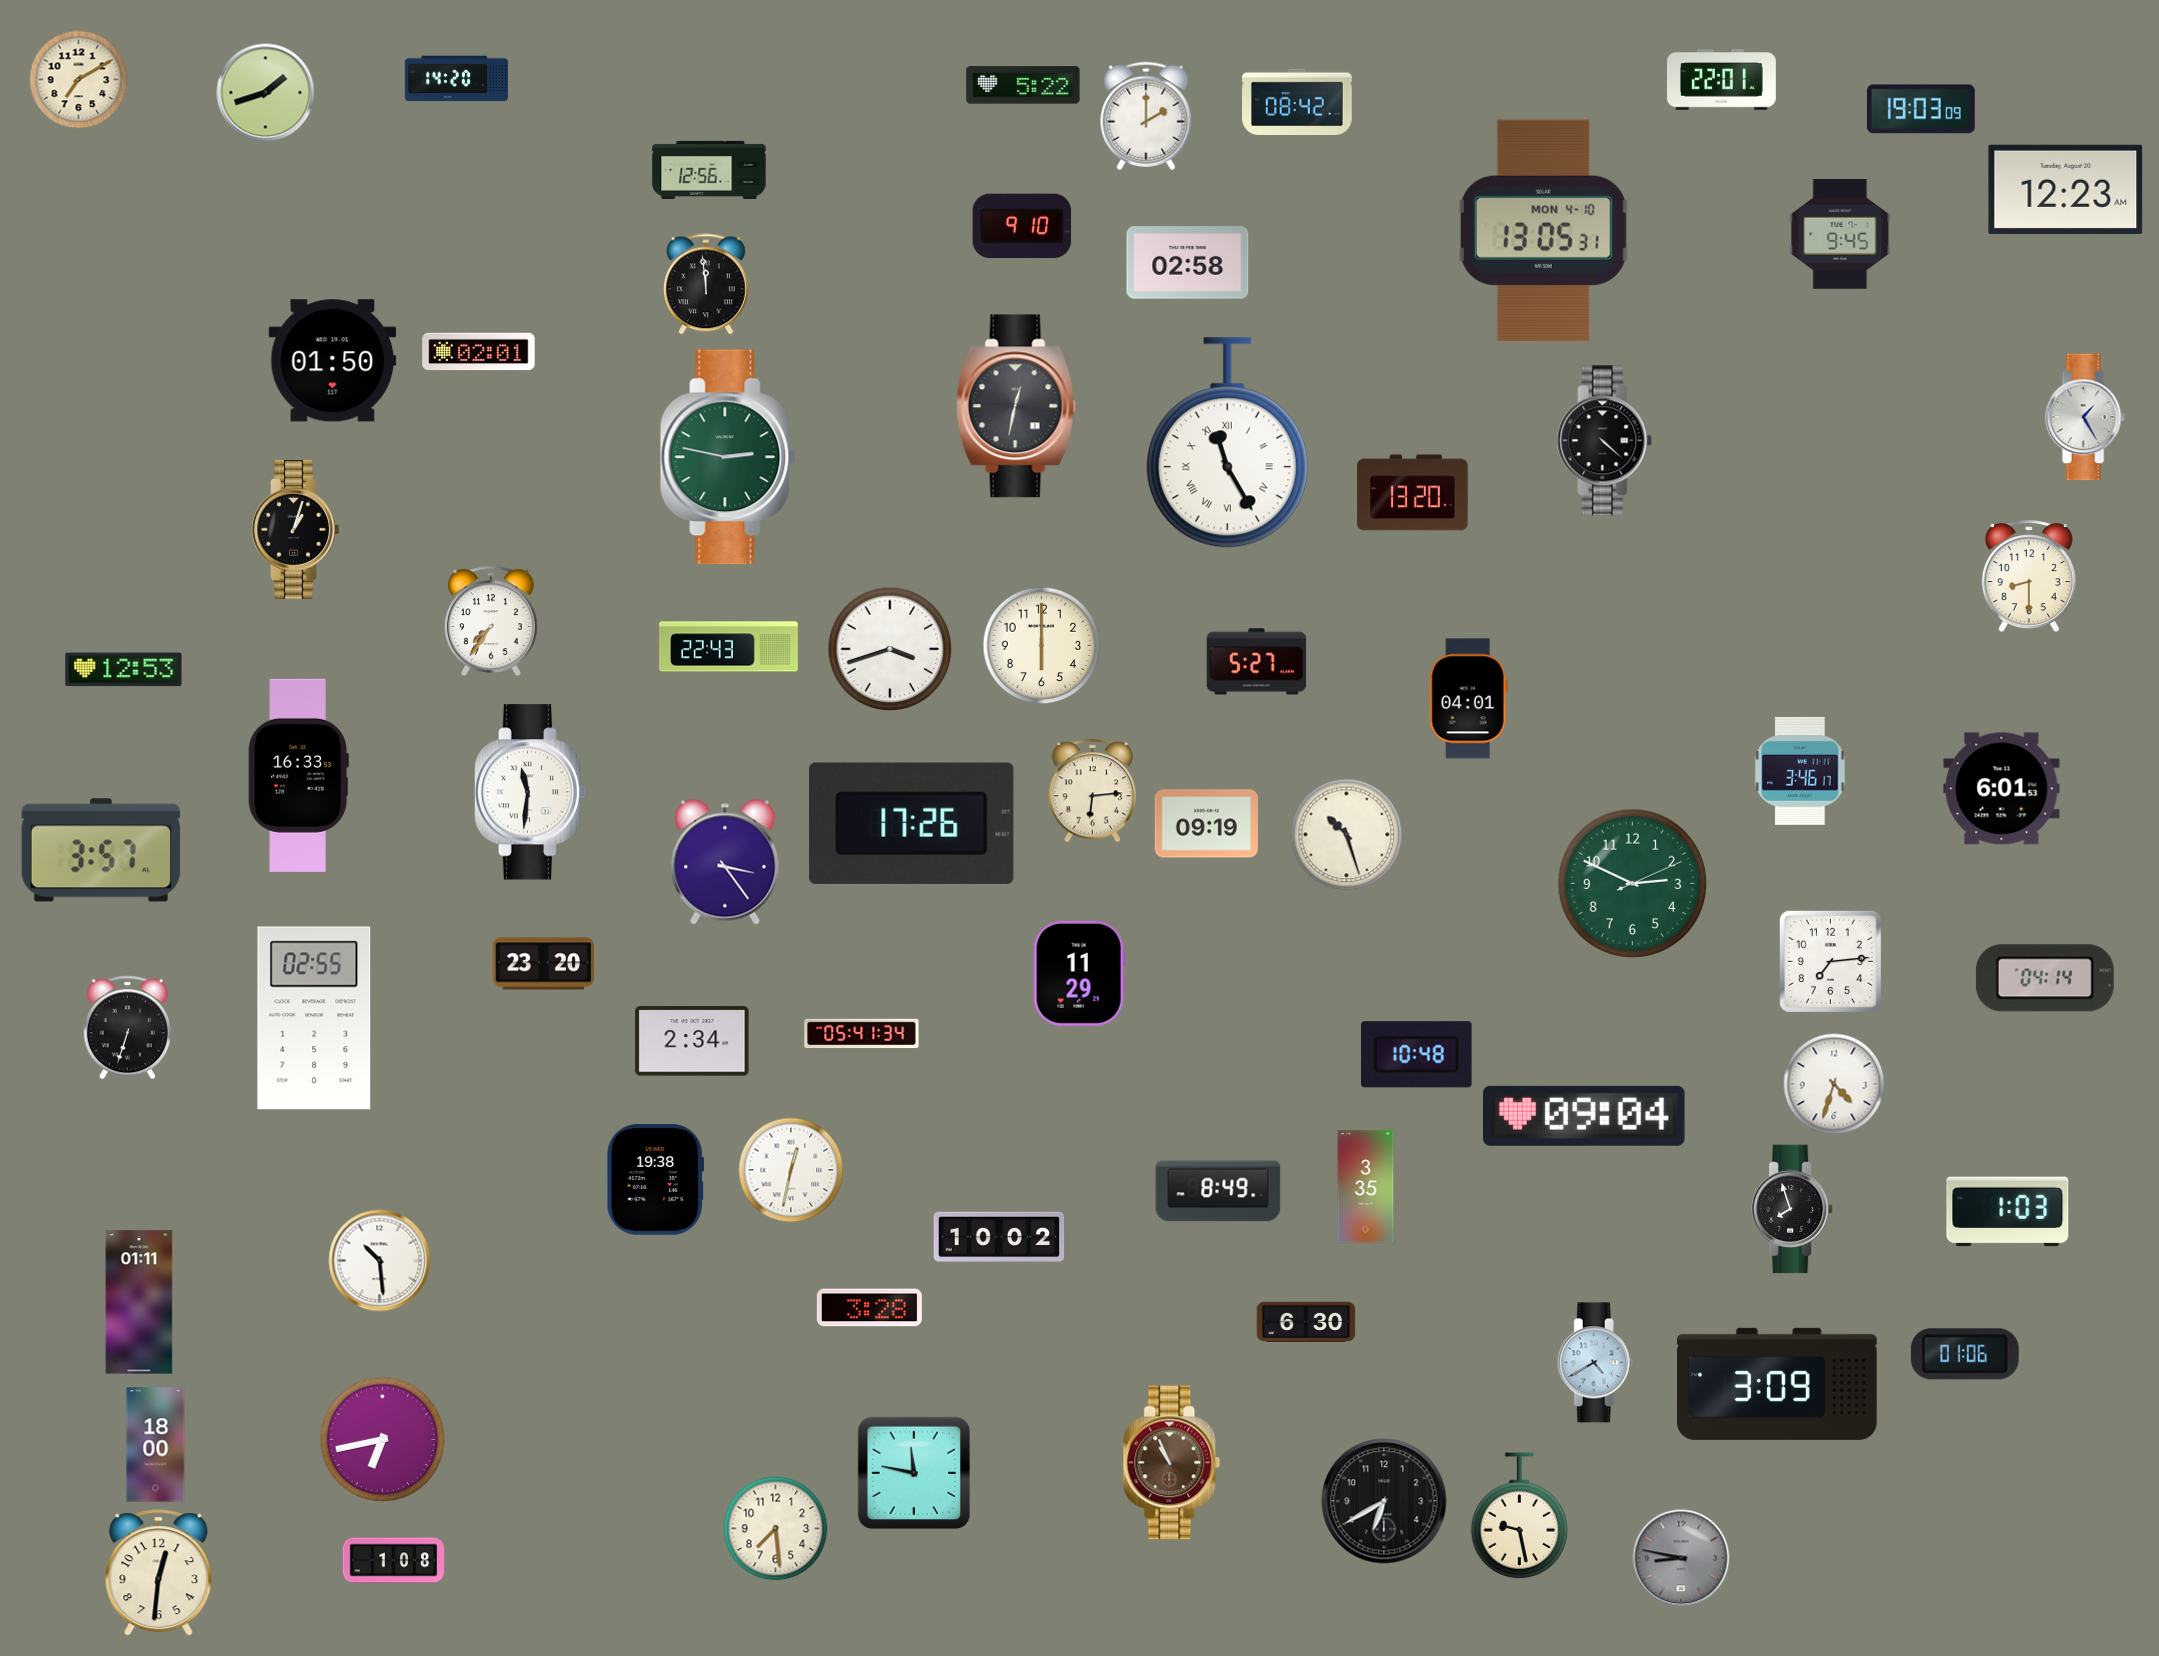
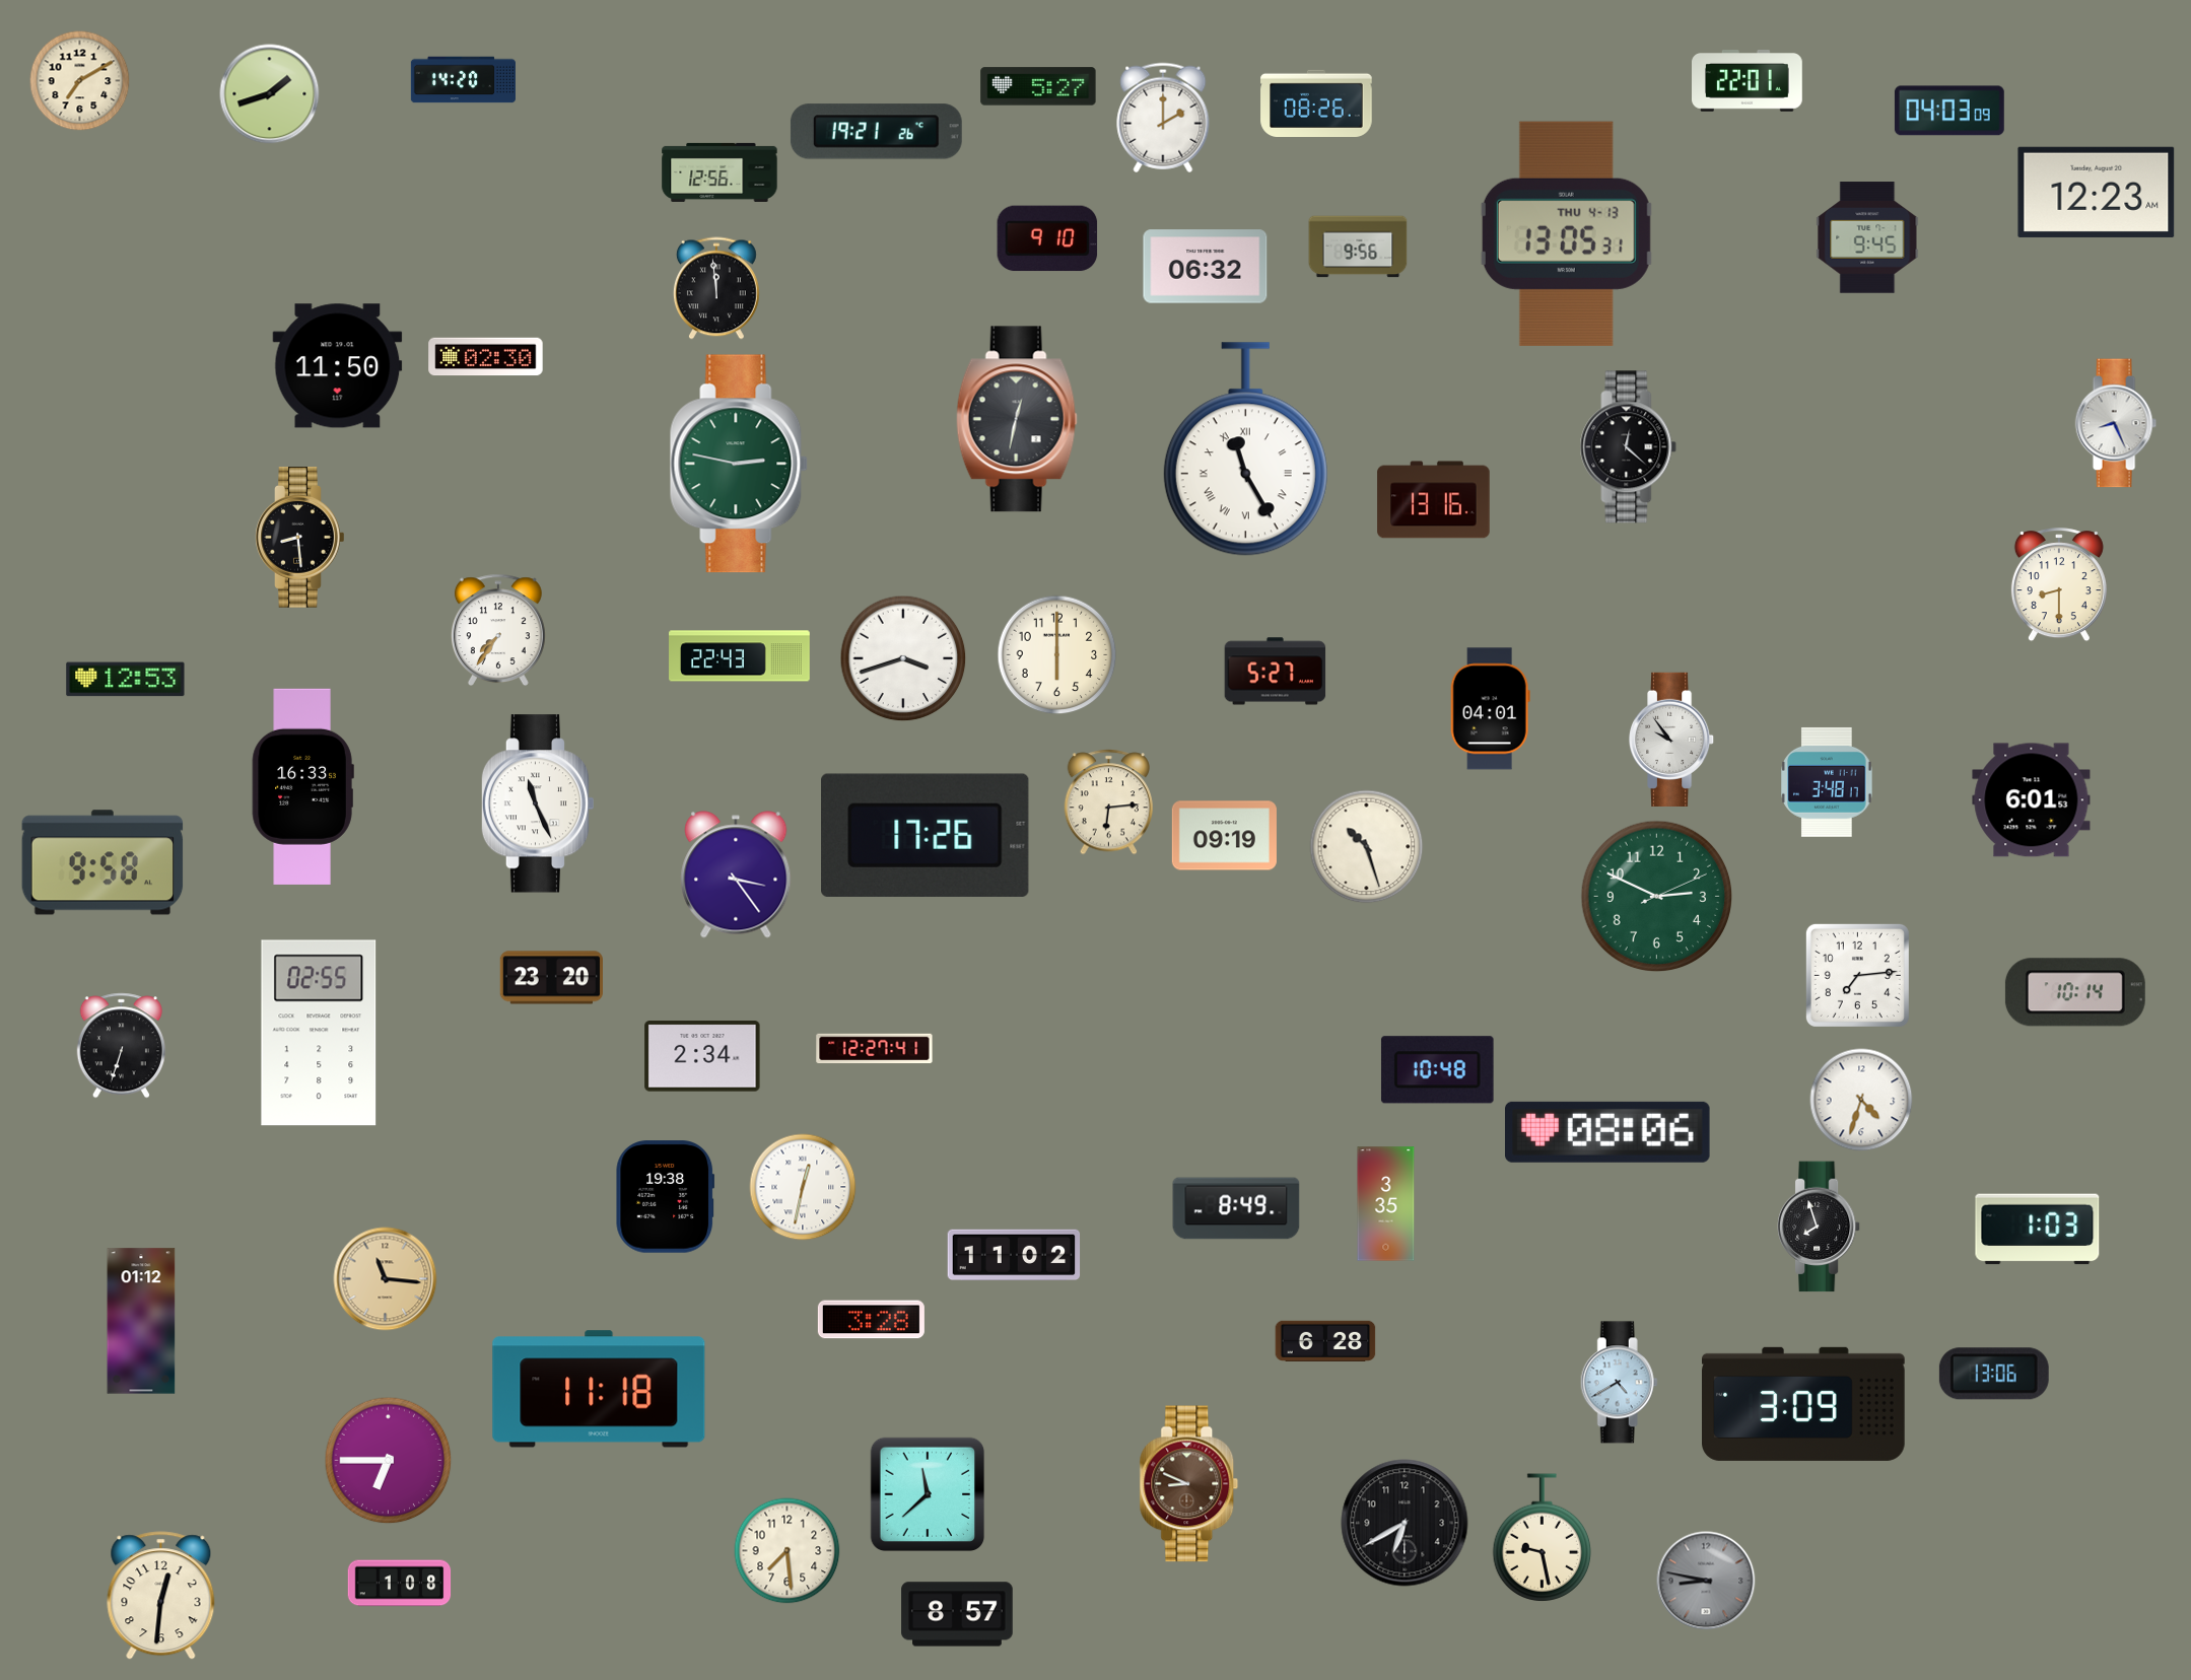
clock at (1023, 85): 5:22 -> 5:27
clock at (1297, 101): 08:42 -> 08:26
clock at (1921, 109): 19:03 -> 04:03
clock at (876, 132): none -> 19:21
clock at (1022, 226) position: (1022, 226) -> (1047, 238)
clock at (1543, 230) date: MON 4-10 -> THU 4-13
clock at (1358, 247): none -> 9:56
clock at (1188, 263): 02:58 -> 06:32
clock at (479, 352): 02:01 -> 02:30
clock at (333, 361): 01:50 -> 11:50
clock at (1016, 406) position: (1016, 406) -> (1017, 419)
clock at (2085, 417): 1:25 -> 8:26
clock at (1605, 441): 4:22 -> 12:22
clock at (1413, 493): 13:20 -> 13:16
clock at (296, 530): 1:03 -> 8:29
clock at (1672, 740): none -> 9:54
clock at (1800, 771): 3:46 -> 3:48
clock at (530, 792): 11:31 -> 11:26
clock at (101, 850): 3:57 -> 9:58
clock at (1079, 973): 11:29 -> none
clock at (2045, 978): 04:14 -> 10:14
clock at (127, 1028) position: (127, 1028) -> (121, 1046)
clock at (862, 1034): 05:41 -> 12:27
clock at (1585, 1116): 09:04 -> 08:06
clock at (999, 1237): 10:02 -> 11:02
clock at (380, 1261): 10:29 -> 11:16
clock at (380, 1261) dial: white -> champagne
clock at (139, 1302): 01:11 -> 01:12
clock at (869, 1308) position: (869, 1308) -> (871, 1320)
clock at (1306, 1322): 6:30 -> 6:28
clock at (1965, 1354): 01:06 -> 13:06
clock at (599, 1389): none -> 11:18
clock at (383, 1440): 6:43 -> 6:45
clock at (156, 1445): 18:00 -> none
clock at (1172, 1463): 10:56 -> 8:49
clock at (914, 1473): 11:47 -> 11:38
clock at (957, 1614): none -> 8:57
